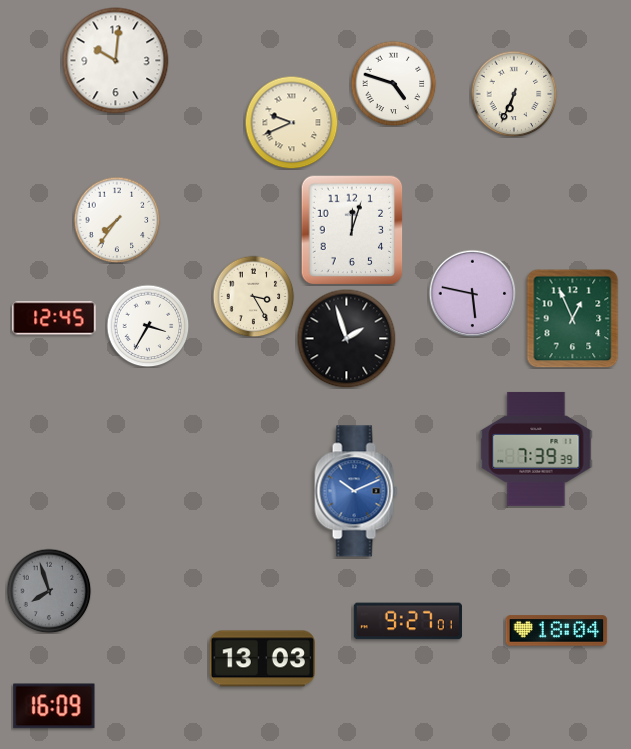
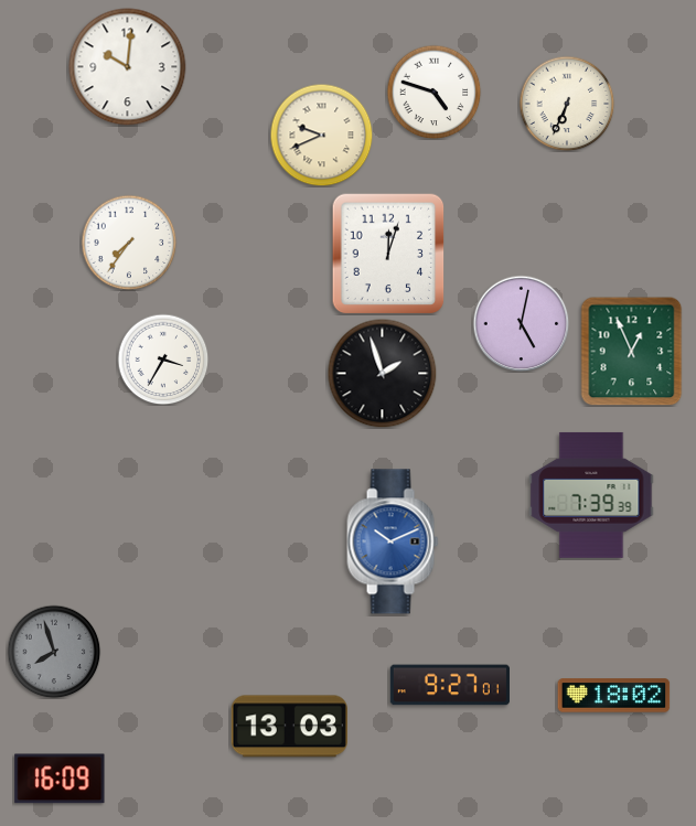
clock at (472, 293): 5:47 -> 5:02
clock at (253, 296): 3:25 -> none
clock at (54, 318): 12:45 -> none
clock at (557, 631): 18:04 -> 18:02
